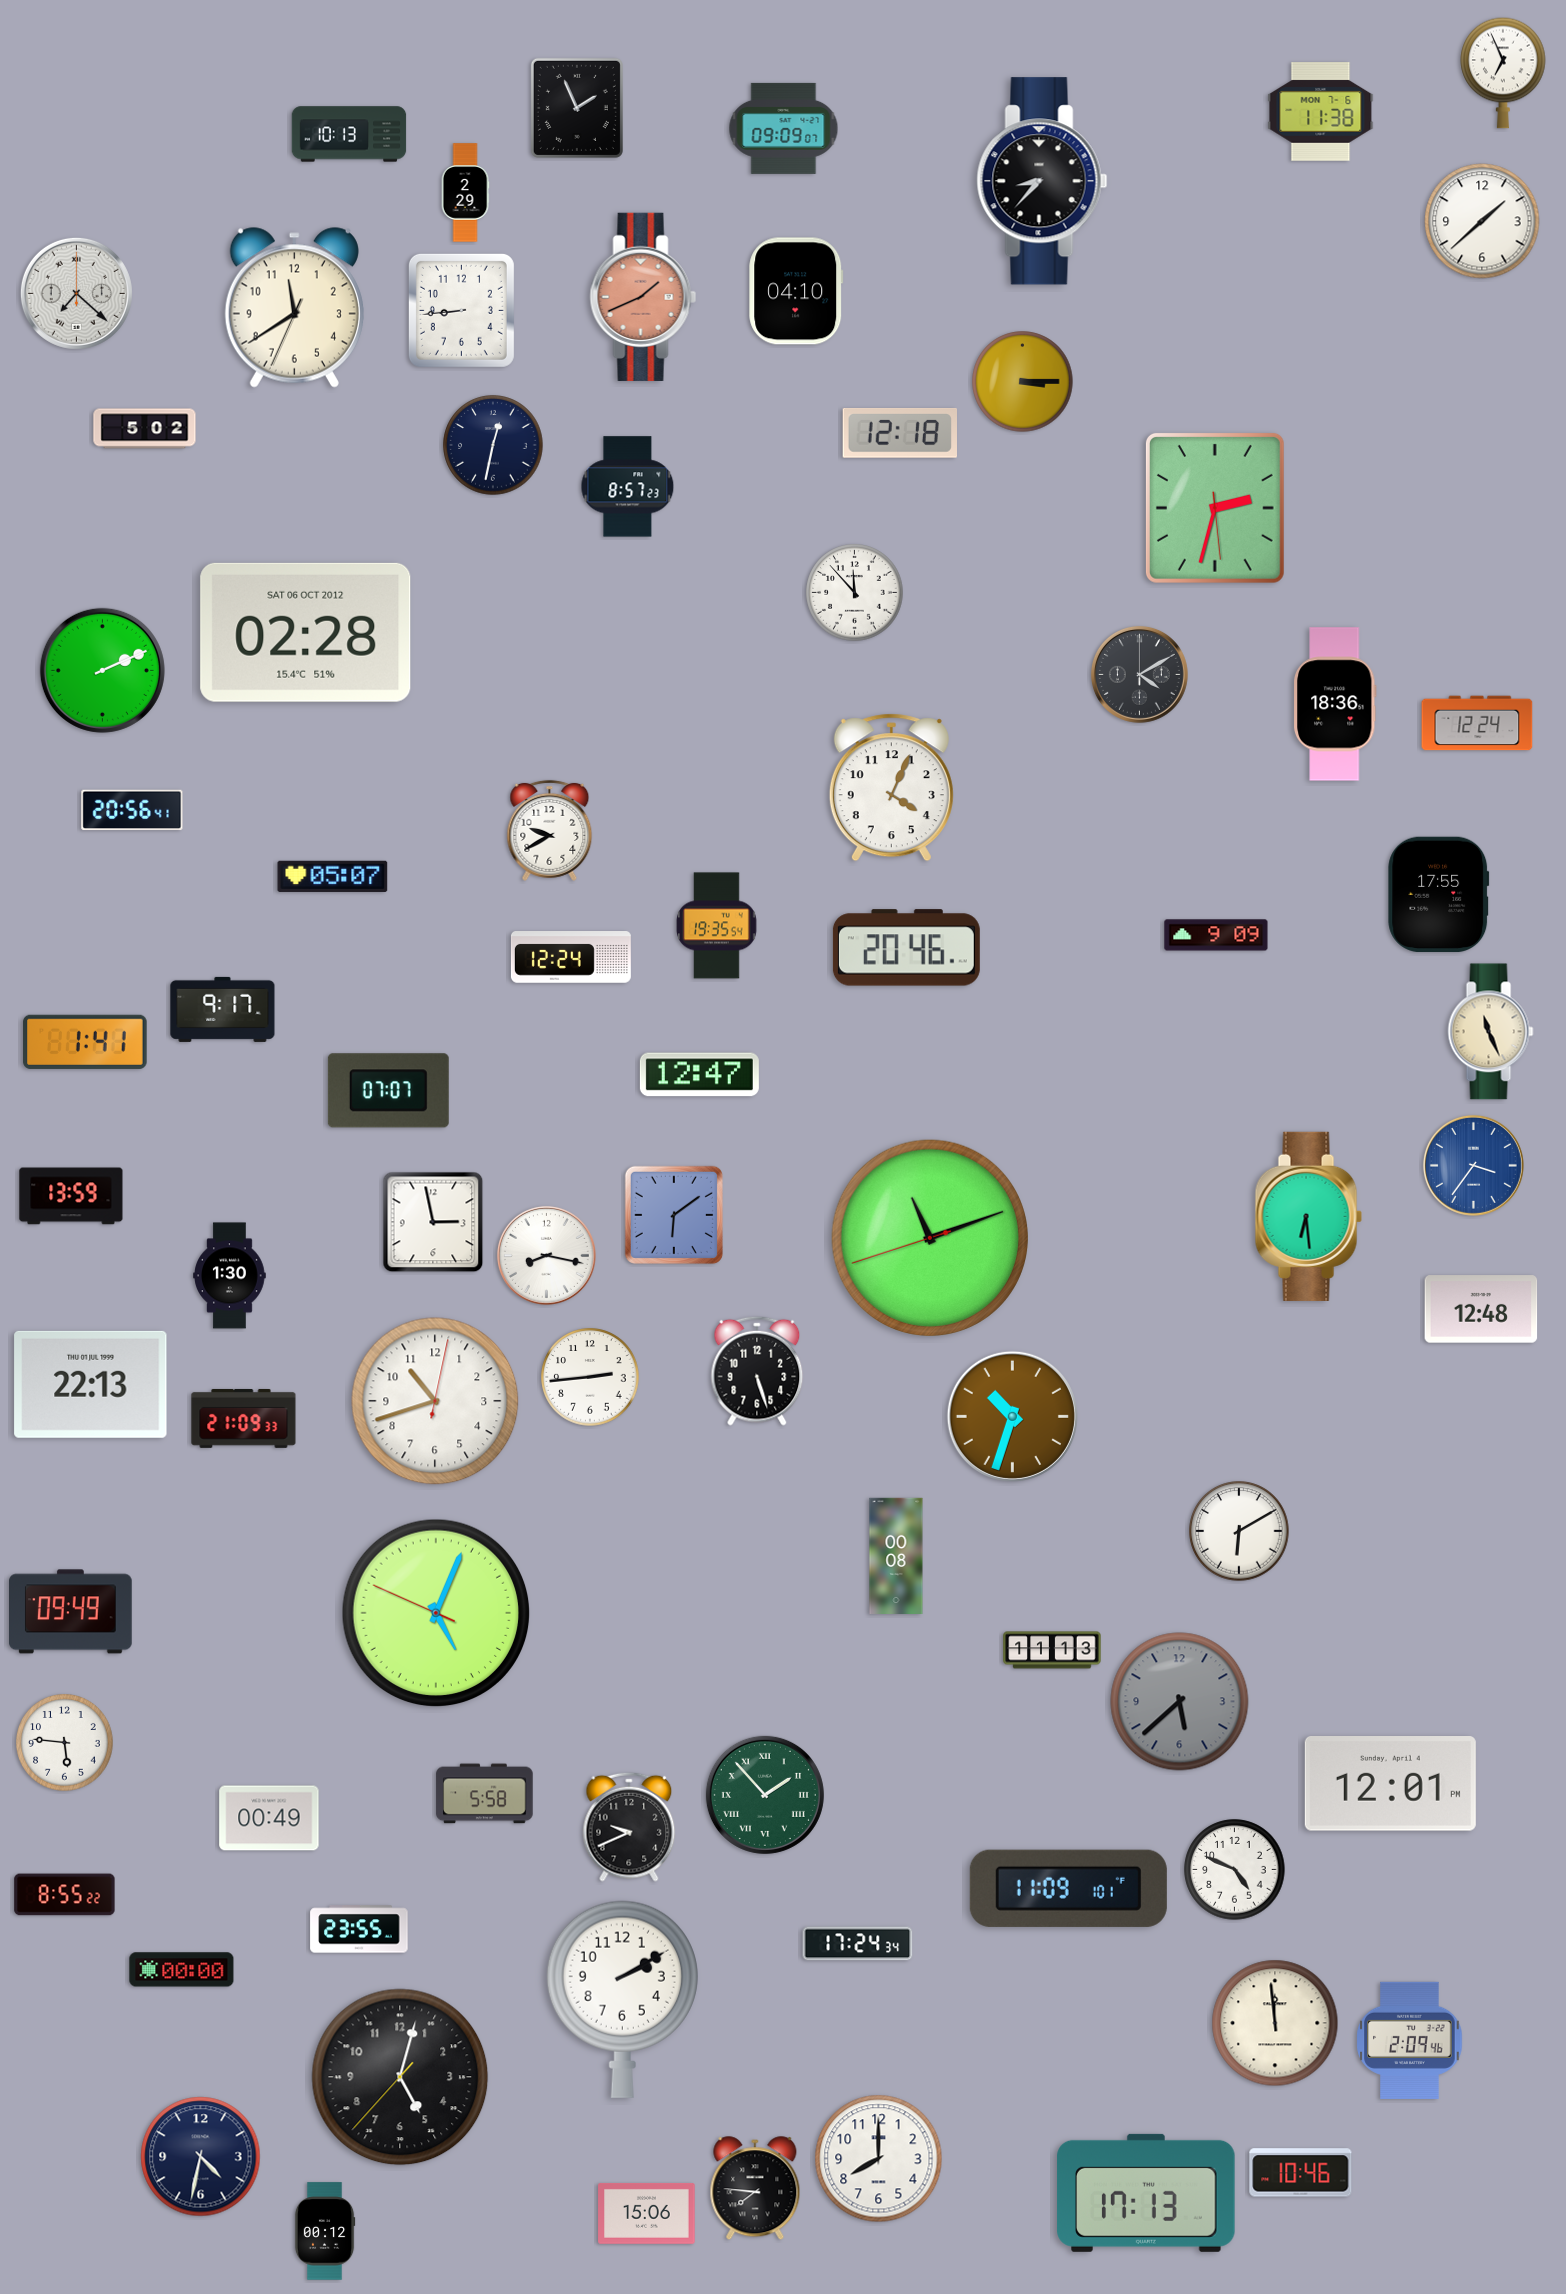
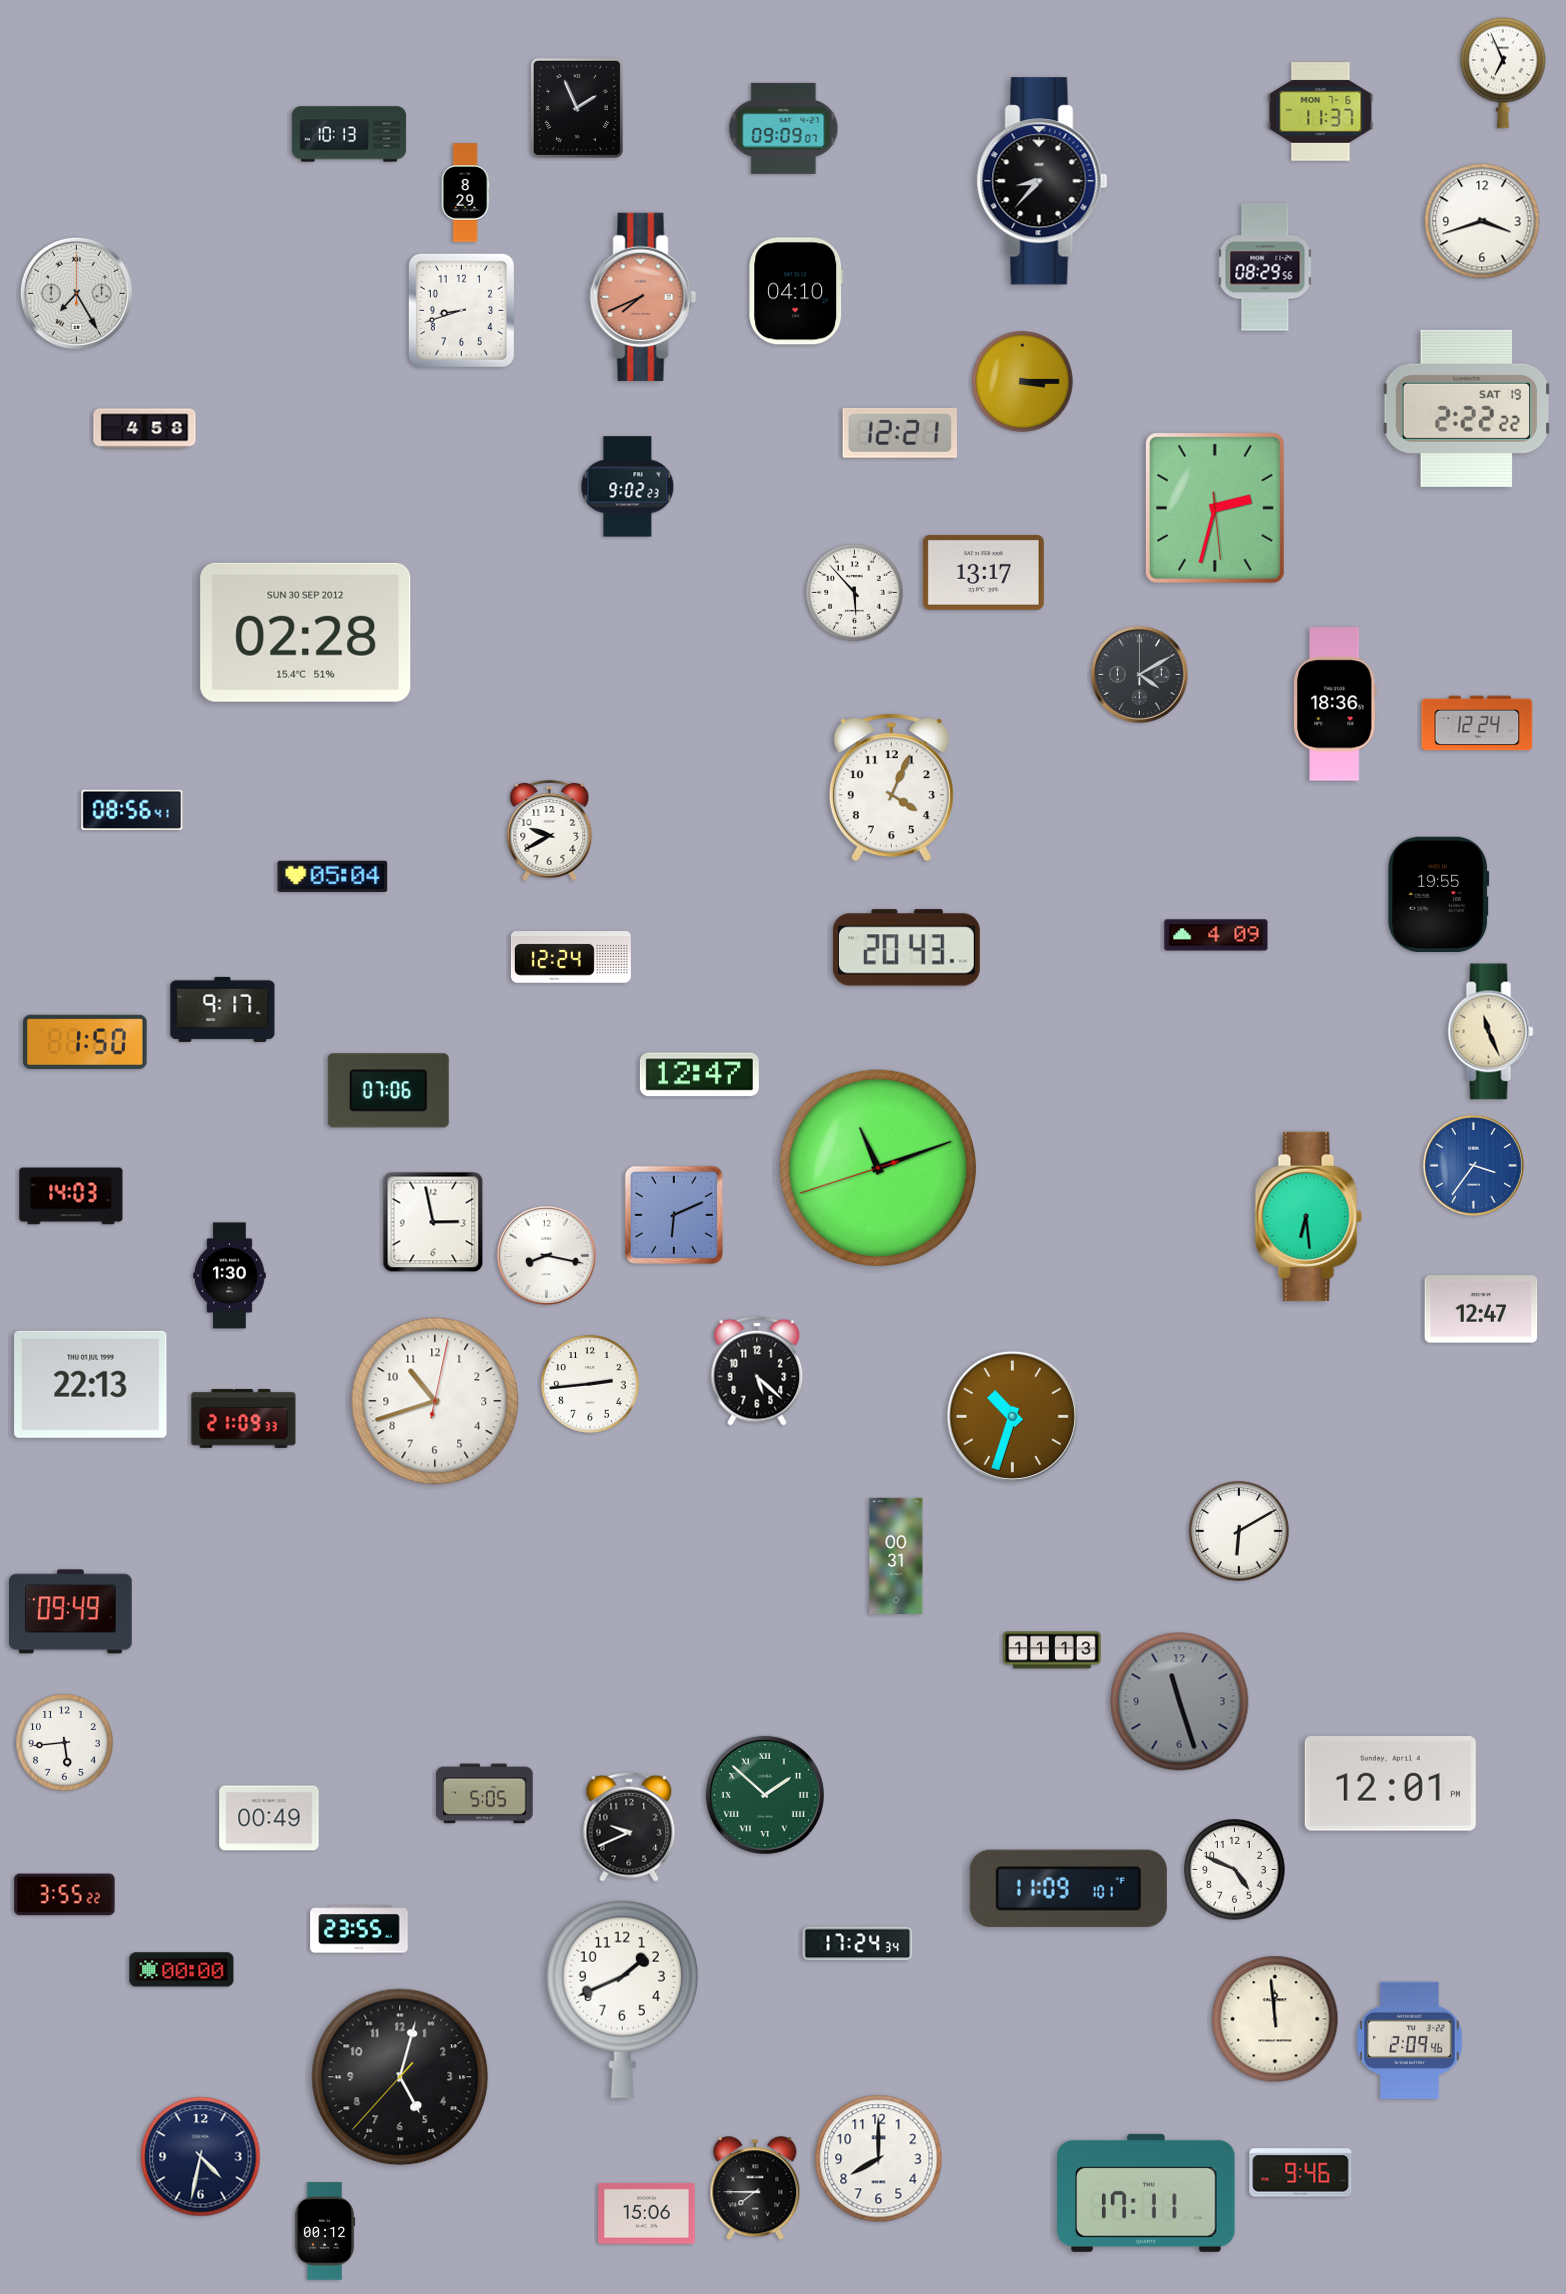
clock at (1321, 112): 11:38 -> 11:37
clock at (465, 193): 2:29 -> 8:29
clock at (1482, 221): 1:38 -> 3:42
clock at (1265, 267): none -> 08:29
clock at (76, 293): 7:22 -> 7:25
clock at (643, 297): 1:41 -> 7:41
clock at (294, 308): 11:39 -> none
clock at (461, 310): 8:44 -> 8:42
clock at (1467, 408): none -> 2:22
clock at (145, 429): 5:02 -> 4:58
clock at (899, 433): 12:18 -> 12:21
clock at (493, 445): 12:32 -> none
clock at (628, 487): 8:57 -> 9:02
clock at (983, 572): none -> 13:17
clock at (855, 593): 11:53 -> 5:53
clock at (306, 632) date: SAT 06 OCT 2012 -> SUN 30 SEP 2012
clock at (102, 670): 2:11 -> none
clock at (132, 810): 20:56 -> 08:56
clock at (333, 876): 05:07 -> 05:04
clock at (1439, 894): 17:55 -> 19:55
clock at (717, 926): 19:35 -> none
clock at (1216, 935): 9:09 -> 4:09
clock at (906, 948): 20:46 -> 20:43
clock at (85, 1042): 1:41 -> 1:50
clock at (388, 1091): 07:07 -> 07:06
clock at (71, 1196): 13:59 -> 14:03
clock at (674, 1215): 6:09 -> 6:11
clock at (930, 1238) position: (930, 1238) -> (878, 1168)
clock at (1481, 1309): 12:48 -> 12:47
clock at (757, 1371): 5:27 -> 5:22
clock at (590, 1377) position: (590, 1377) -> (590, 1384)
clock at (896, 1555): 00:08 -> 00:31
clock at (436, 1613): 5:03 -> none
clock at (1180, 1702): 5:38 -> 11:27
clock at (65, 1743): 5:46 -> 5:44
clock at (485, 1794): 5:58 -> 5:05
clock at (765, 1795): 1:53 -> 1:52
clock at (65, 1895): 8:55 -> 3:55
clock at (622, 1999): 2:10 -> 1:41
clock at (1275, 2023) position: (1275, 2023) -> (1275, 2019)
clock at (1301, 2173): 10:46 -> 9:46
clock at (755, 2189): 7:46 -> 7:45
clock at (1146, 2193): 17:13 -> 17:11
